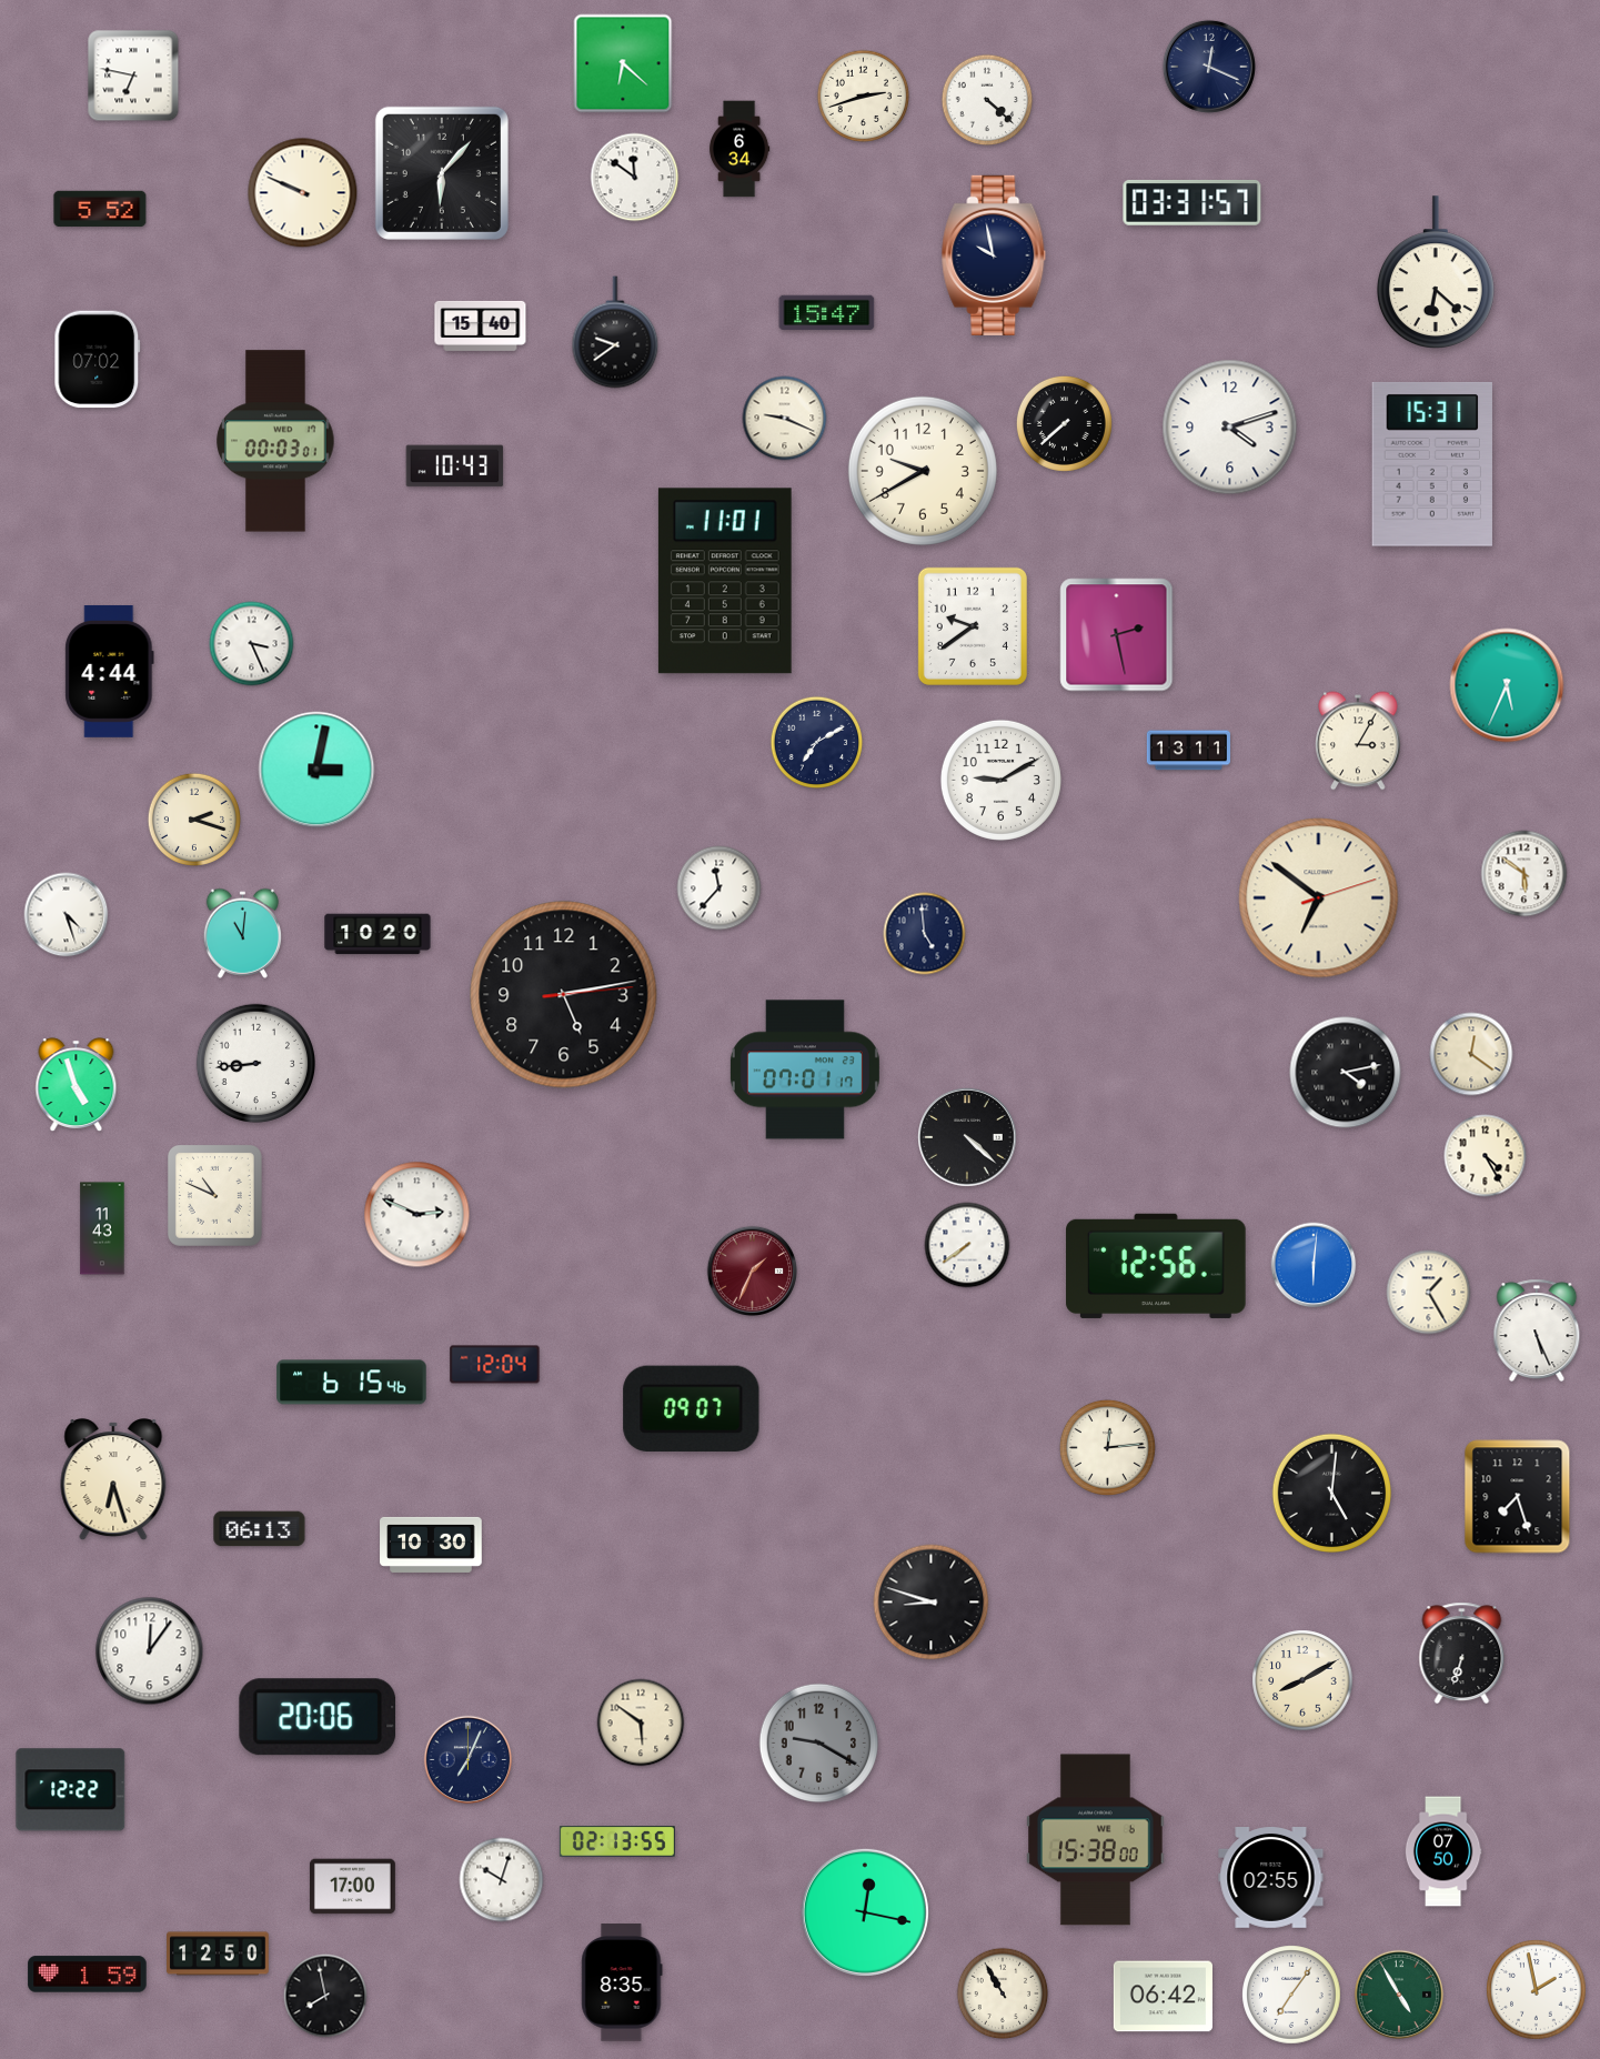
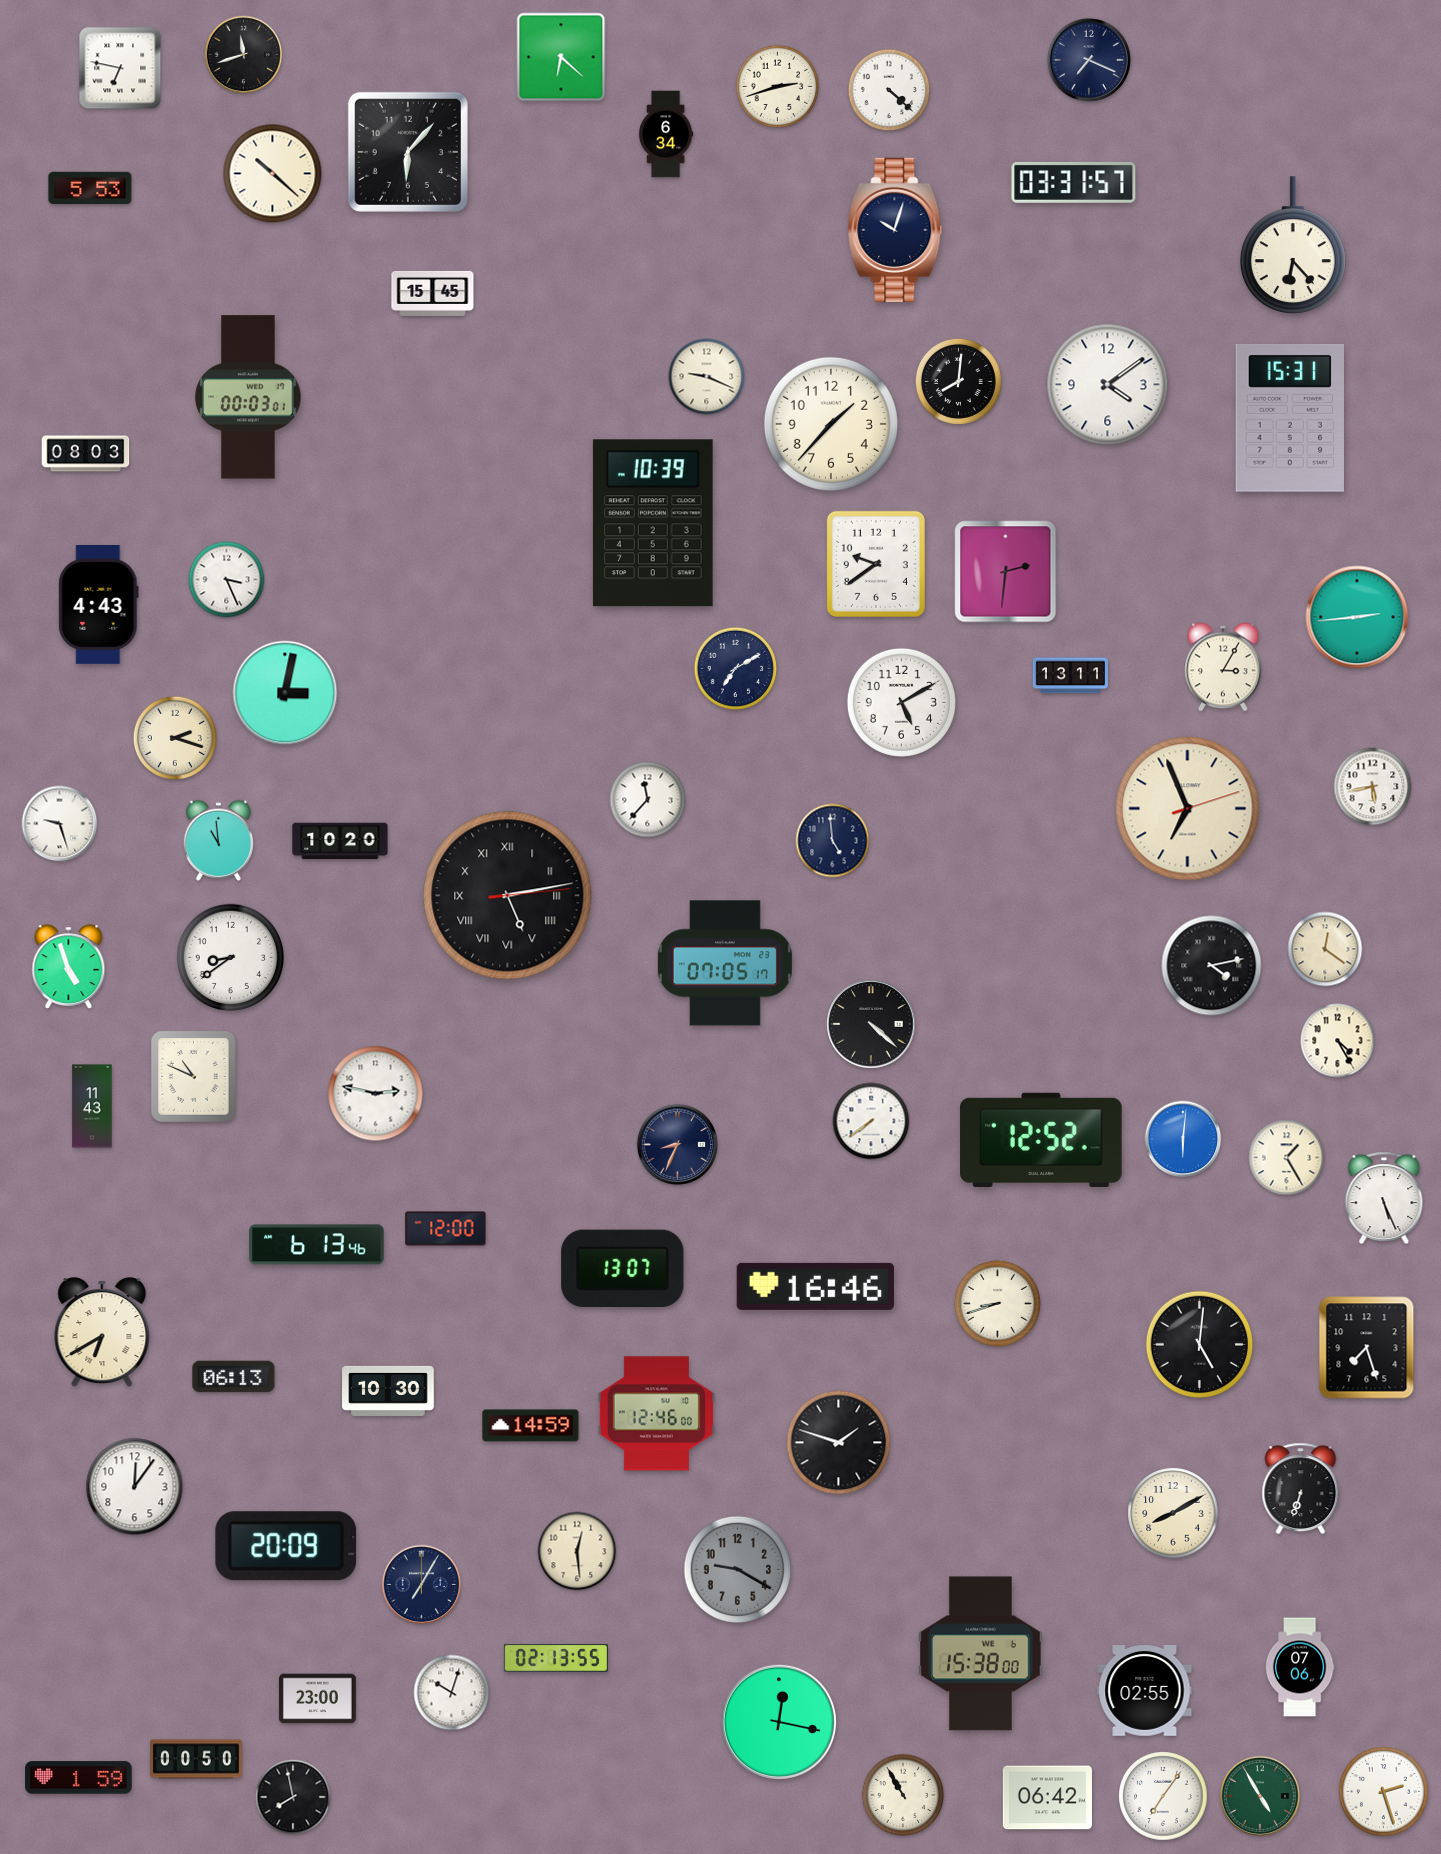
clock at (244, 55): none -> 11:42
clock at (1209, 67): 12:19 -> 7:19
clock at (442, 173) position: (442, 173) -> (408, 152)
clock at (635, 178): 11:51 -> none
clock at (303, 193): 9:49 -> 10:22
clock at (100, 209): 5:52 -> 5:53
clock at (994, 255): 9:58 -> 10:03
clock at (1436, 272): 6:22 -> 6:23
clock at (827, 313): 15:47 -> none
clock at (481, 325): 15:40 -> 15:45
clock at (615, 332): 9:39 -> none
clock at (98, 360): 07:02 -> none
clock at (1064, 423): 7:38 -> 8:01
clock at (1230, 428): 4:12 -> 4:09
clock at (455, 466): 10:43 -> none
clock at (923, 471): 9:40 -> 1:37
clock at (86, 454): none -> 08:03
clock at (725, 581): 11:01 -> 10:39
clock at (1117, 635): 2:28 -> 2:31
clock at (110, 671): 4:44 -> 4:43
clock at (1507, 685): 5:34 -> 2:44
clock at (1000, 780): 9:10 -> 5:10
clock at (1524, 874): 5:51 -> 5:43
clock at (1319, 898): 6:51 -> 6:56
clock at (67, 915): 4:27 -> 9:27
clock at (242, 933): 11:01 -> 10:59
clock at (564, 995) numerals: Arabic -> Roman
clock at (255, 1063): 8:44 -> 8:39
clock at (805, 1069): 07:01 -> 07:05
clock at (77, 1084) position: (77, 1084) -> (69, 966)
clock at (417, 1215): 2:49 -> 2:47
clock at (1156, 1266): 12:56 -> 12:52
clock at (752, 1270): 1:34 -> 8:34
clock at (752, 1270) dial: burgundy -> navy
clock at (1429, 1293) position: (1429, 1293) -> (1287, 1158)
clock at (495, 1365): 12:04 -> 12:00
clock at (352, 1383): 6:15 -> 6:13
clock at (692, 1408): 09:07 -> 13:07
clock at (815, 1286): none -> 16:46
clock at (1107, 1447): 12:14 -> 8:42
clock at (113, 1480): 6:27 -> 6:40
clock at (656, 1414): none -> 12:46
clock at (531, 1426): none -> 14:59
clock at (932, 1603): 8:48 -> 1:48
clock at (1462, 1653) position: (1462, 1653) -> (1301, 1488)
clock at (318, 1717): 20:06 -> 20:09
clock at (641, 1722): 5:51 -> 12:29
clock at (469, 1760): 7:04 -> 7:05
clock at (71, 1790): 12:22 -> none
clock at (1096, 1840) position: (1096, 1840) -> (981, 1654)
clock at (1443, 1851): 07:50 -> 07:06
clock at (352, 1887): 17:00 -> 23:00
clock at (218, 1953): 12:50 -> 00:50
clock at (622, 1982): 8:35 -> none
clock at (1537, 1990): 1:58 -> 2:27
